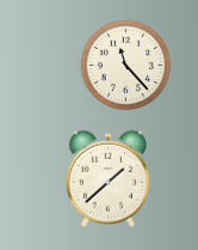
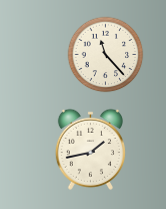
clock at (107, 178): 1:38 -> 1:43
